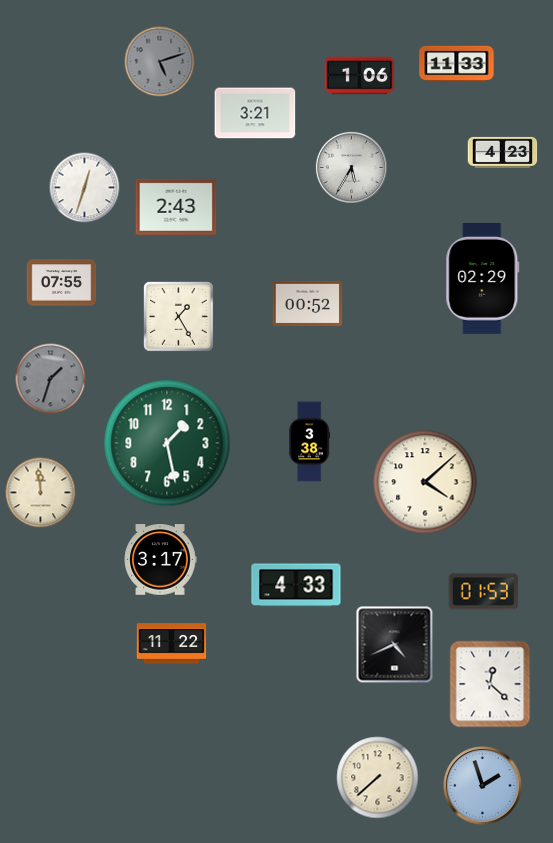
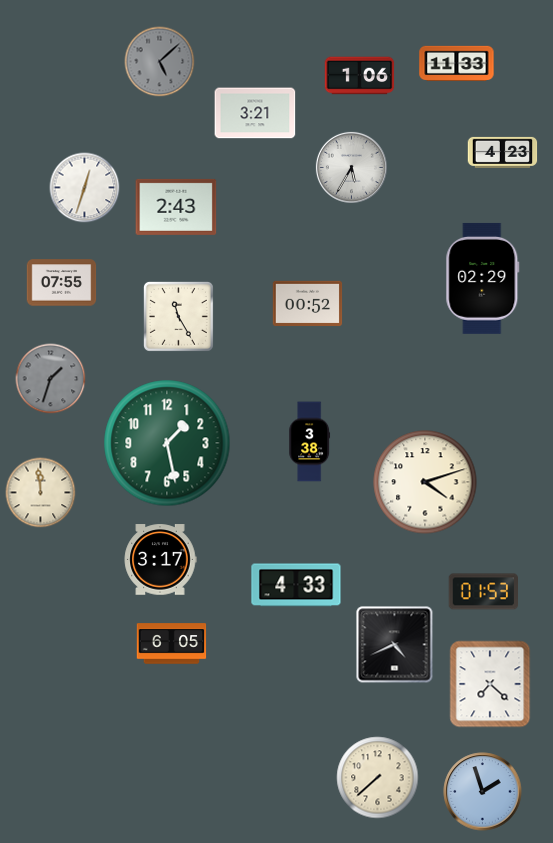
clock at (160, 62): 5:12 -> 5:08
clock at (178, 316): 1:25 -> 11:25
clock at (425, 482): 4:08 -> 4:12
clock at (172, 644): 11:22 -> 6:05
clock at (490, 684): 12:22 -> 7:22
clock at (483, 786) position: (483, 786) -> (483, 792)
